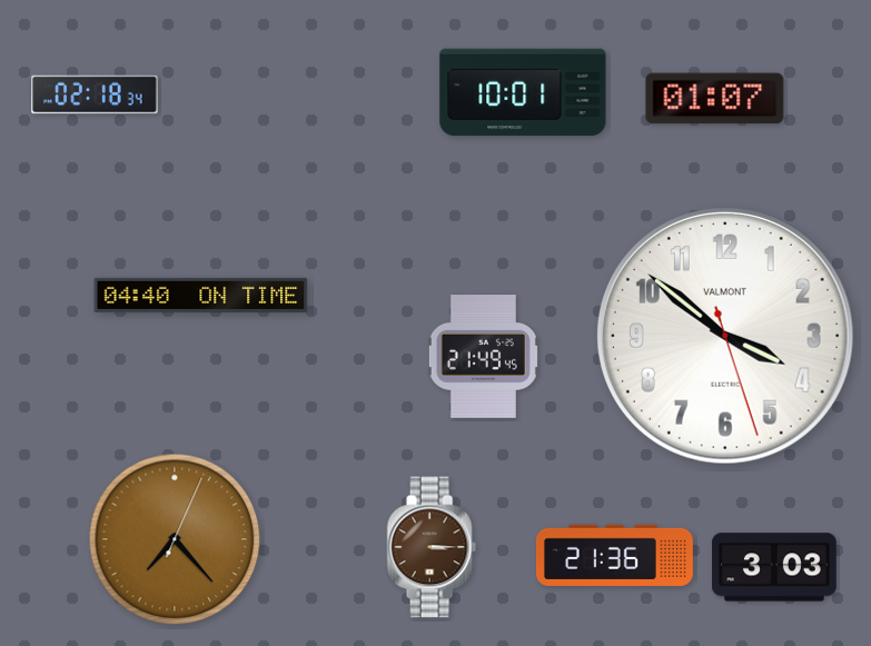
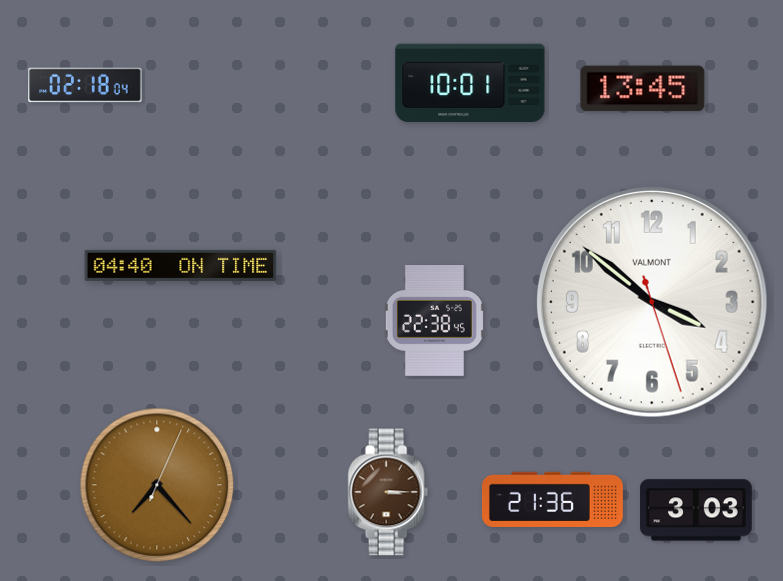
clock at (95, 95): 02:18:34 -> 02:18:04
clock at (715, 99): 01:07 -> 13:45
clock at (483, 357): 21:49 -> 22:38
